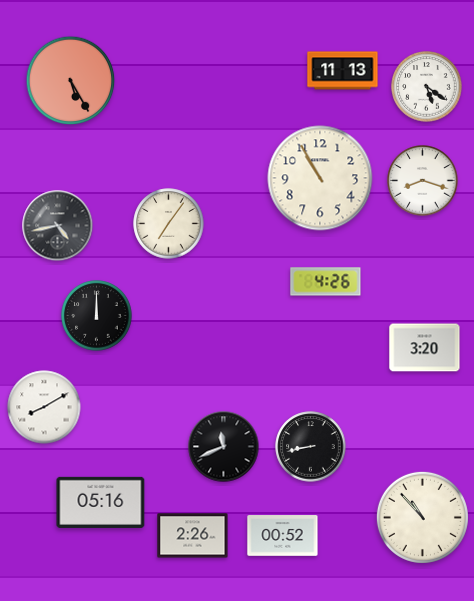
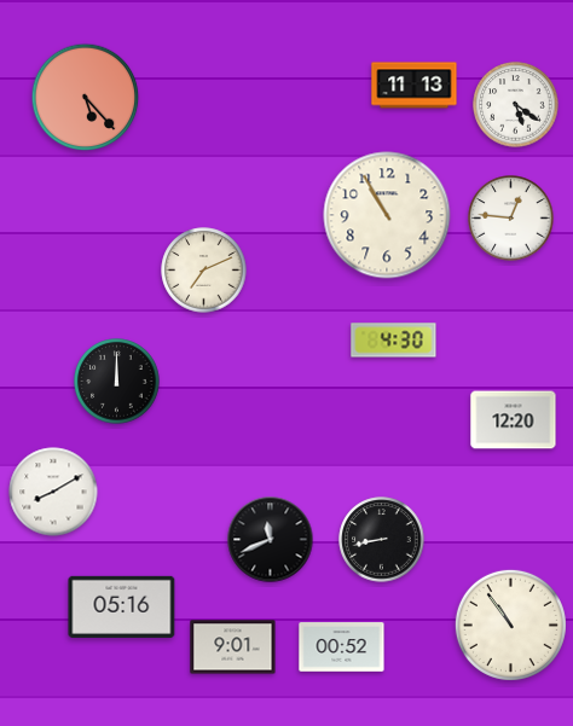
clock at (71, 81): 5:25 -> 5:23
clock at (423, 181): 8:18 -> 12:46
clock at (169, 224): 7:06 -> 7:11
clock at (58, 226): 4:43 -> none
clock at (326, 282): 4:26 -> 4:30
clock at (425, 348): 3:20 -> 12:20
clock at (311, 447) position: (311, 447) -> (382, 540)
clock at (422, 517): 10:53 -> 10:54
clock at (193, 536): 2:26 -> 9:01
